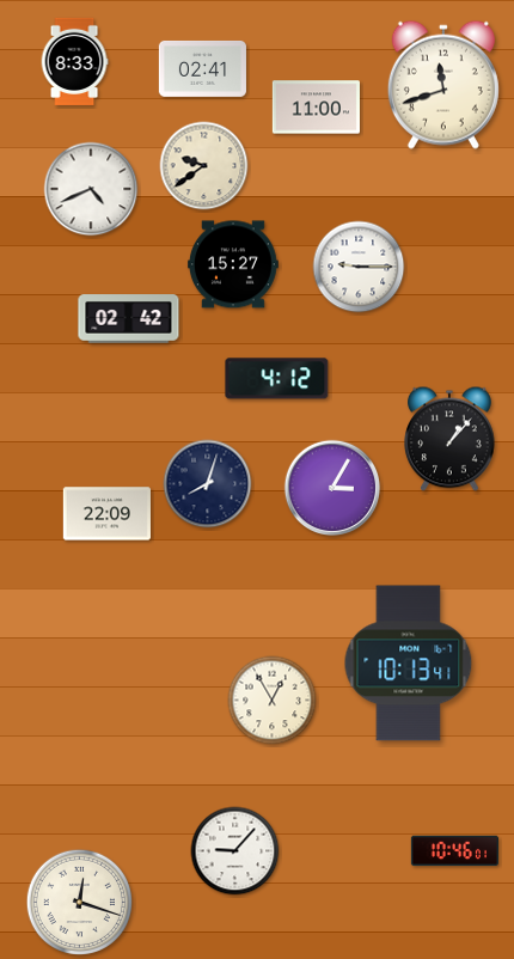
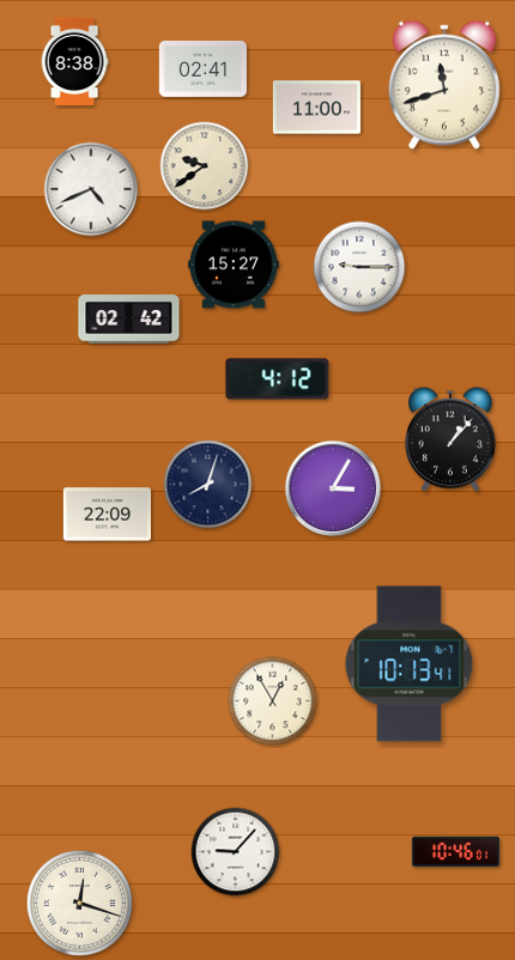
clock at (74, 61): 8:33 -> 8:38
